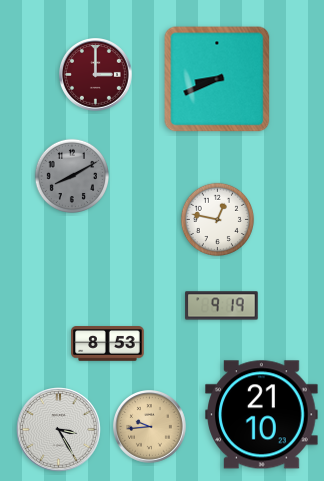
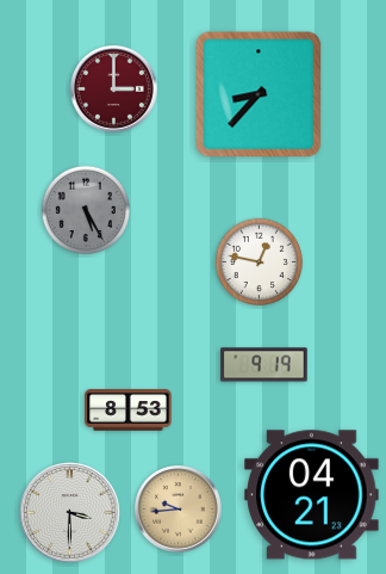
clock at (217, 79): 8:41 -> 8:37
clock at (71, 175): 8:10 -> 5:25
clock at (262, 415): 21:10 -> 04:21
clock at (59, 430): 3:25 -> 3:30
